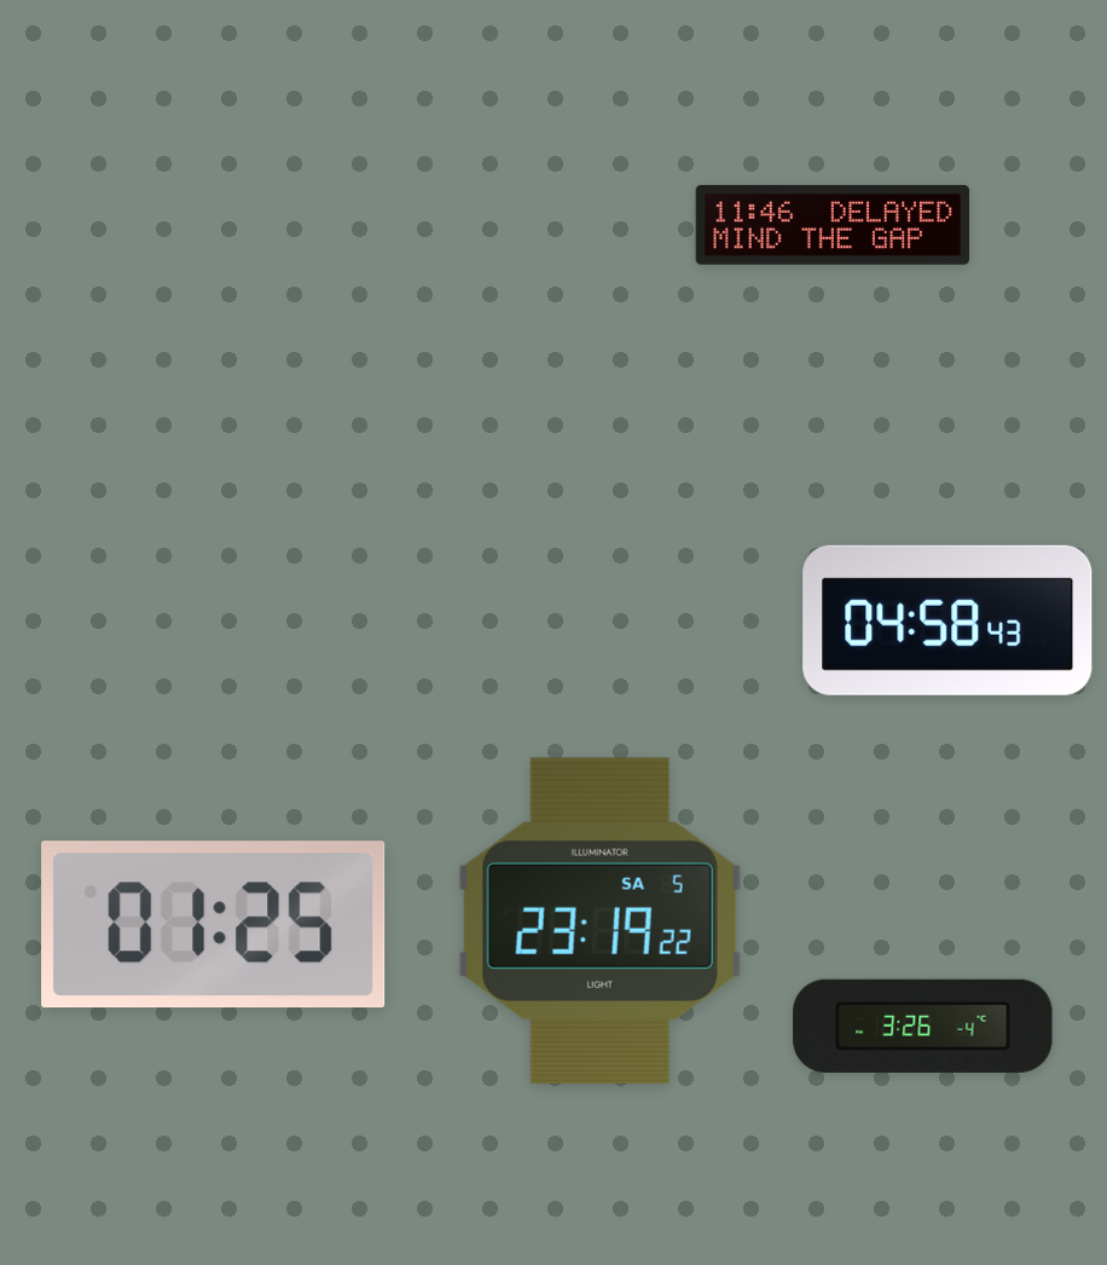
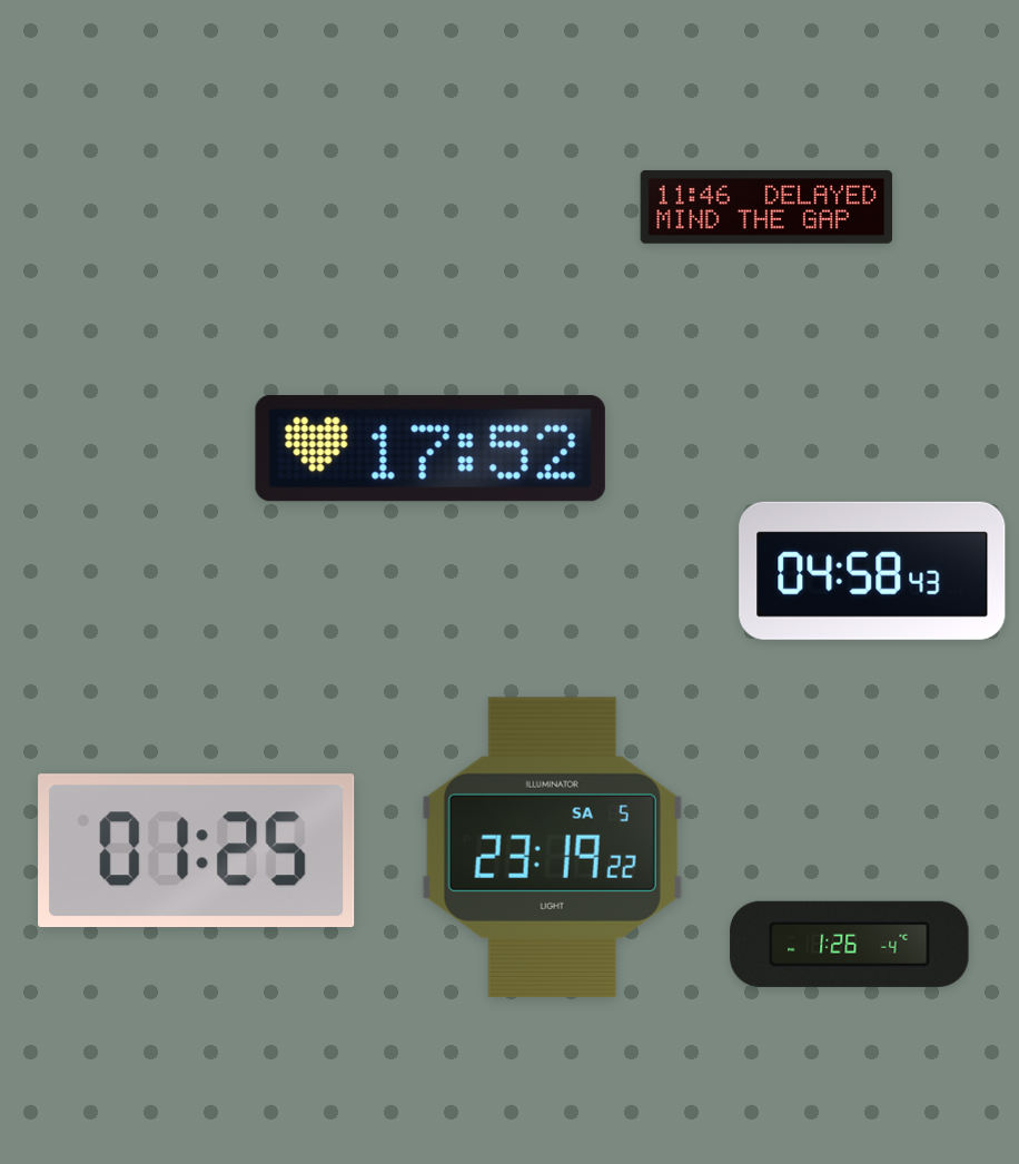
clock at (431, 448): none -> 17:52
clock at (923, 1026): 3:26 -> 1:26
